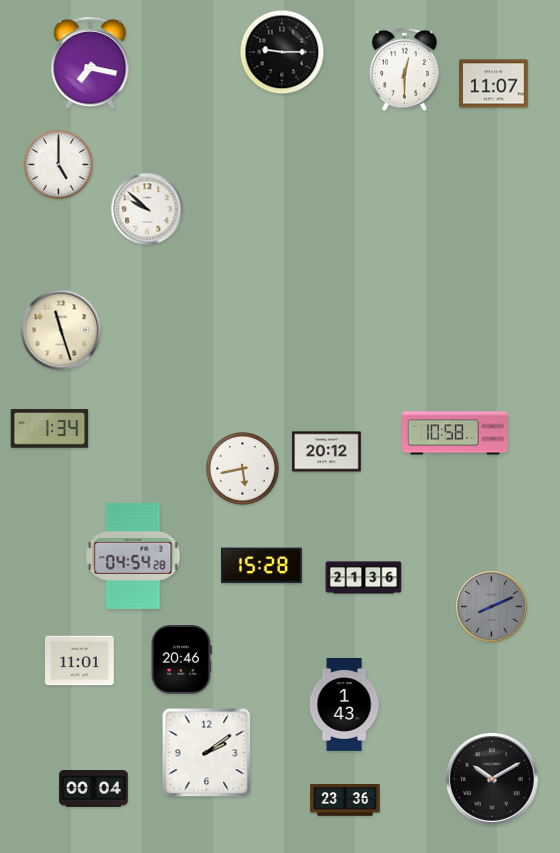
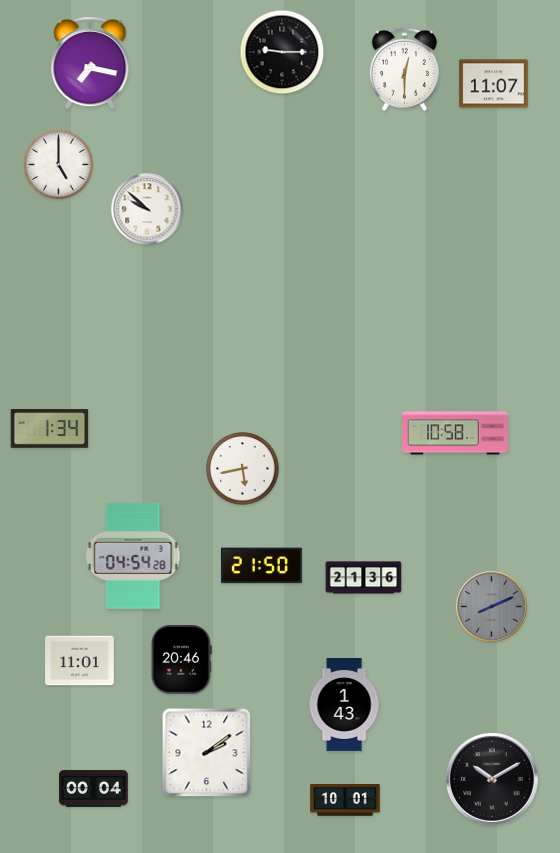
clock at (61, 330): 11:27 -> none
clock at (327, 452): 20:12 -> none
clock at (261, 566): 15:28 -> 21:50
clock at (345, 801): 23:36 -> 10:01
